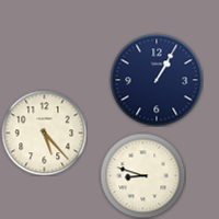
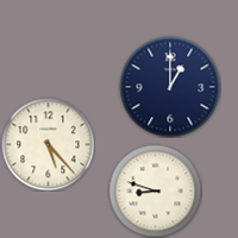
clock at (157, 80): 1:05 -> 1:00
